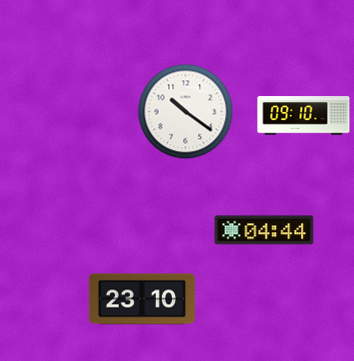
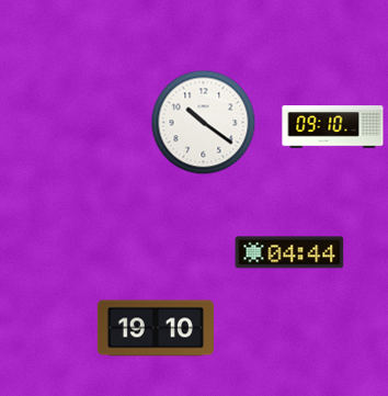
clock at (142, 299): 23:10 -> 19:10
